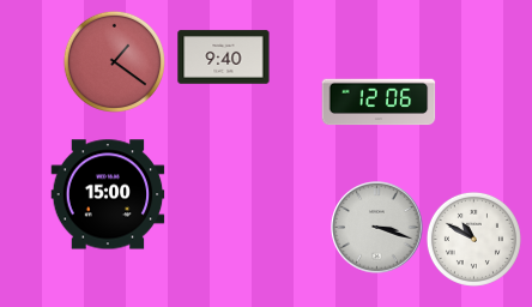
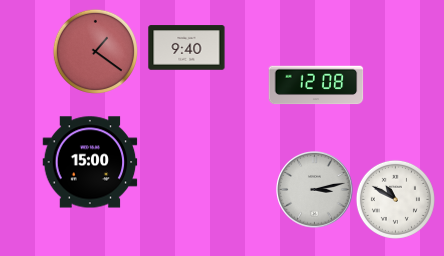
clock at (379, 102): 12:06 -> 12:08
clock at (377, 228): 3:18 -> 3:13
